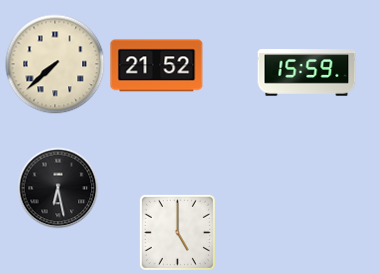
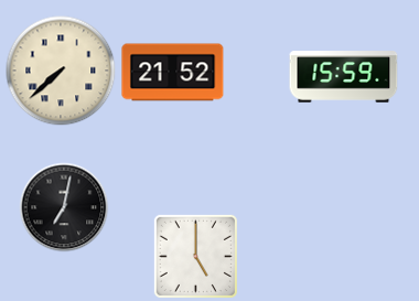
clock at (307, 73) position: (307, 73) -> (344, 77)
clock at (58, 188): 6:28 -> 7:02
